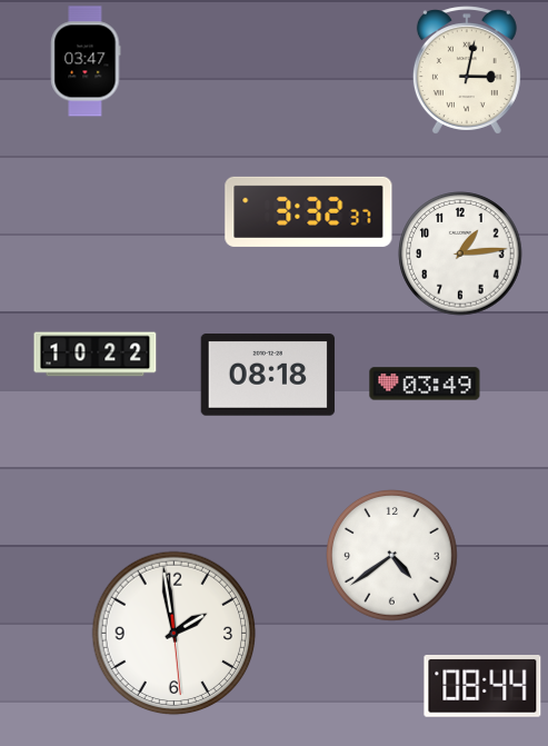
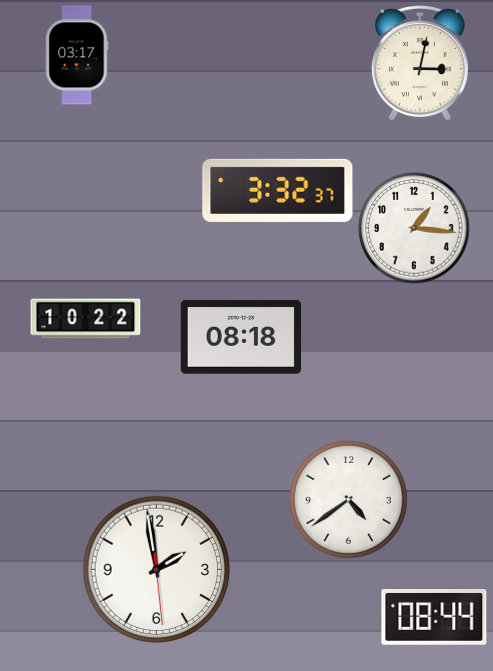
clock at (86, 61): 03:47 -> 03:17
clock at (460, 253): 1:14 -> 1:16
clock at (425, 384): 03:49 -> none
clock at (392, 556) position: (392, 556) -> (349, 500)
